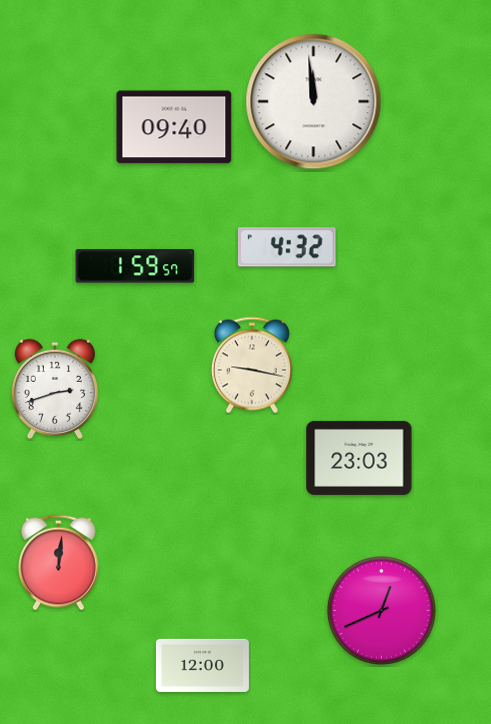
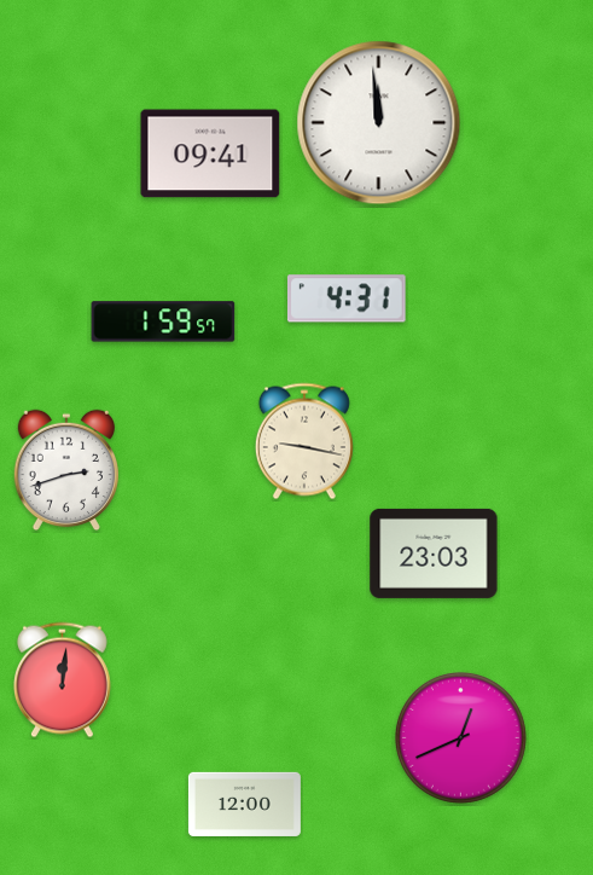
clock at (174, 127): 09:40 -> 09:41
clock at (287, 247): 4:32 -> 4:31
clock at (58, 563) position: (58, 563) -> (62, 680)
